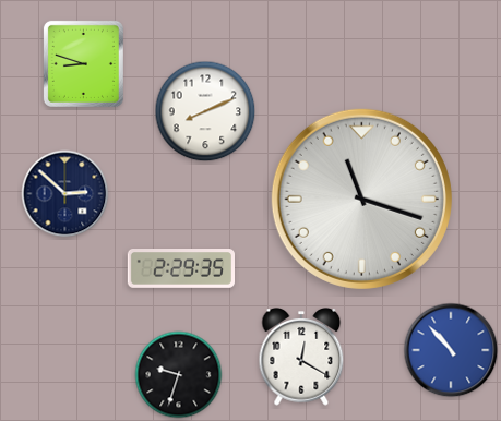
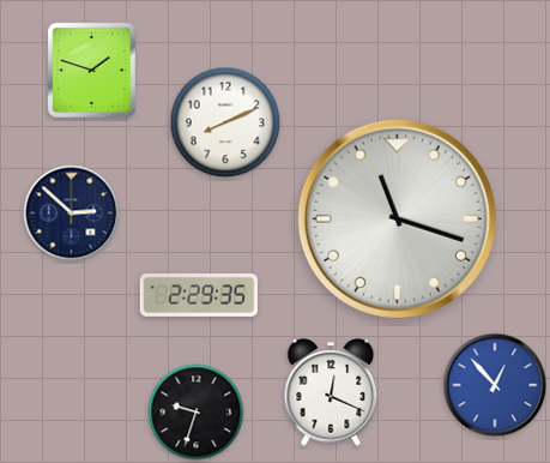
clock at (83, 63): 8:48 -> 1:48
clock at (451, 350): 10:53 -> 12:53
clock at (301, 358): 12:20 -> 12:19
